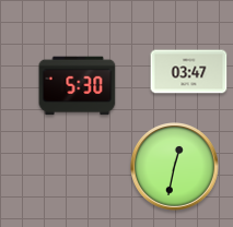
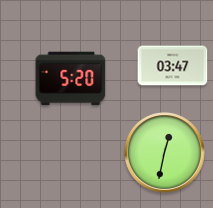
clock at (78, 86): 5:30 -> 5:20
clock at (175, 167) position: (175, 167) -> (165, 153)
